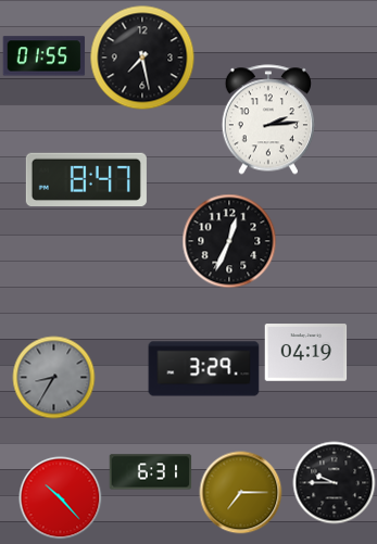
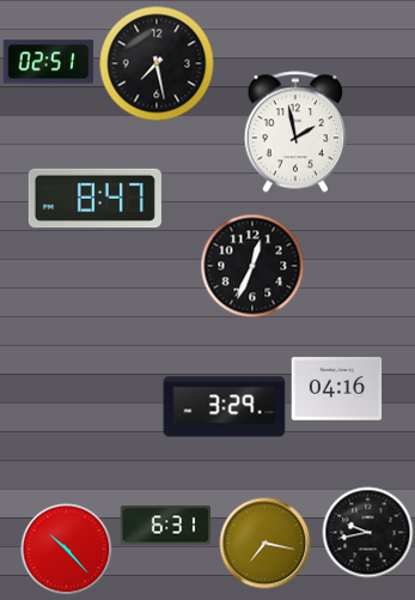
clock at (45, 56): 01:55 -> 02:51
clock at (268, 119): 2:14 -> 1:58
clock at (306, 353): 04:19 -> 04:16
clock at (54, 378): 8:35 -> none
clock at (151, 472) position: (151, 472) -> (166, 526)
clock at (335, 483): 9:45 -> 9:43
clock at (241, 493): 7:15 -> 7:17
